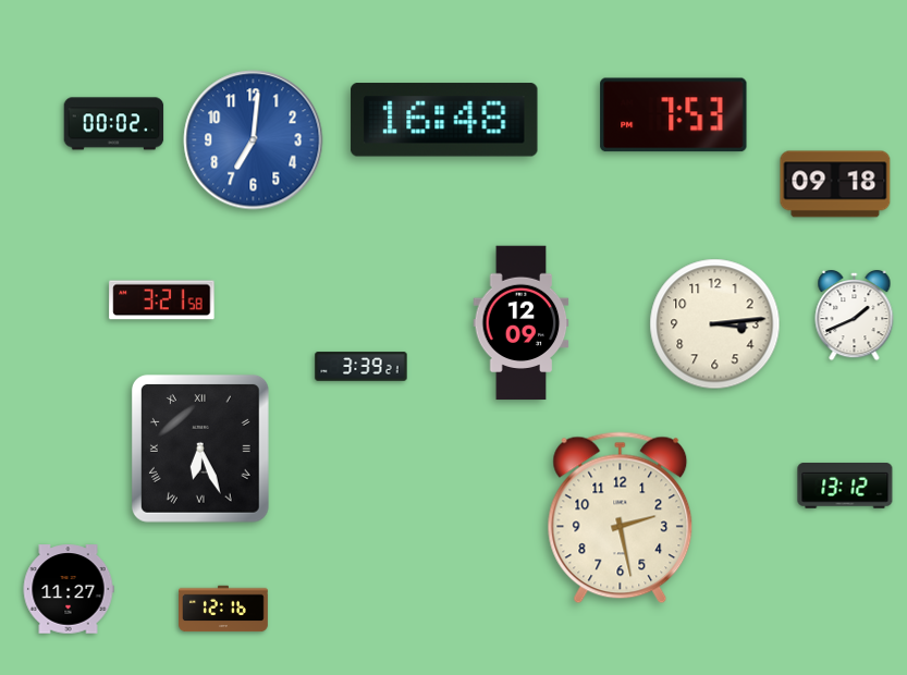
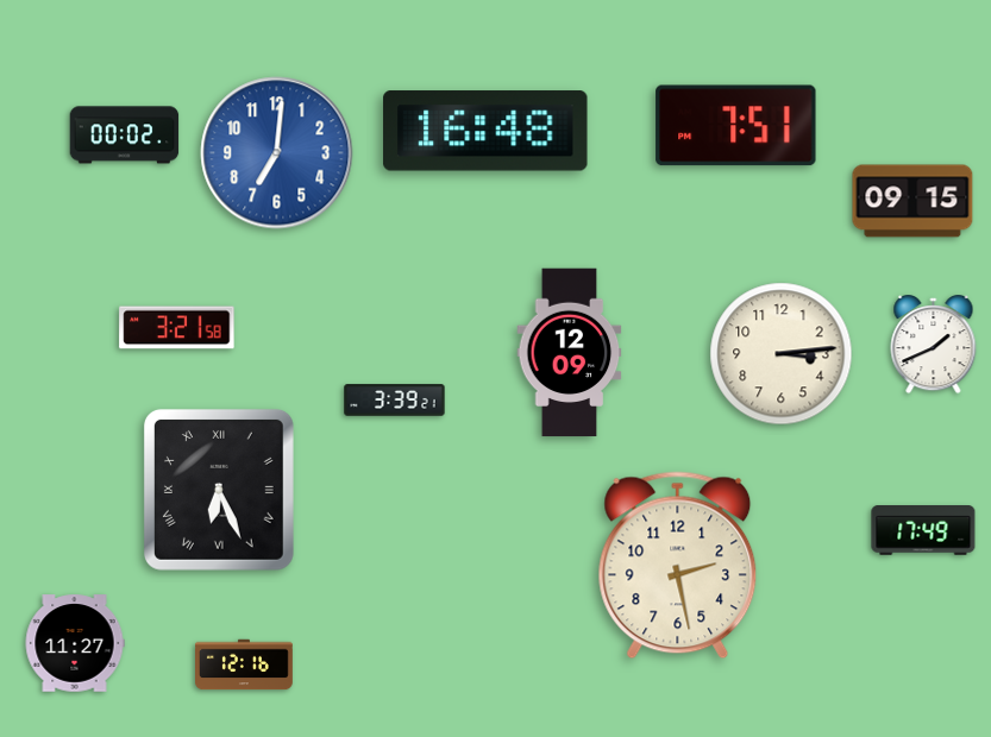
clock at (674, 115): 7:53 -> 7:51
clock at (835, 184): 09:18 -> 09:15
clock at (845, 486): 13:12 -> 17:49
